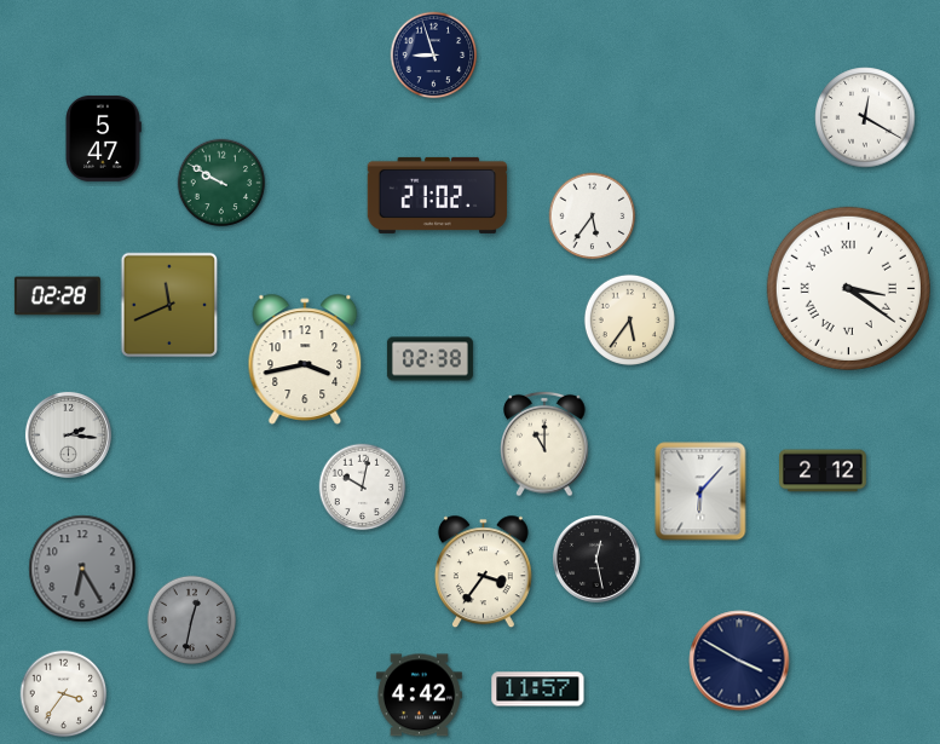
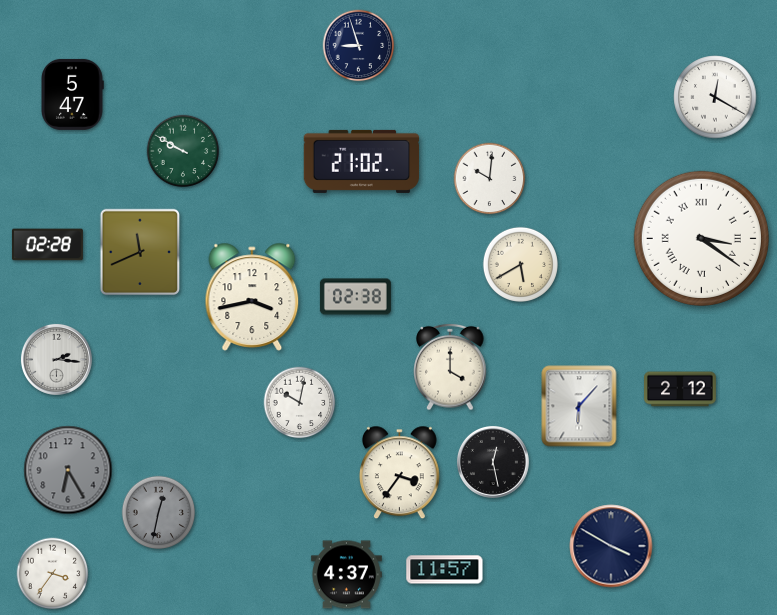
clock at (103, 138) position: (103, 138) -> (72, 94)
clock at (593, 217): 5:36 -> 10:01
clock at (629, 319): 5:36 -> 5:40
clock at (544, 444): 11:00 -> 4:00
clock at (419, 696): 4:42 -> 4:37
